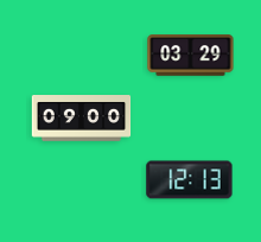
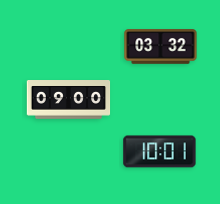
clock at (191, 56): 03:29 -> 03:32
clock at (190, 180): 12:13 -> 10:01
